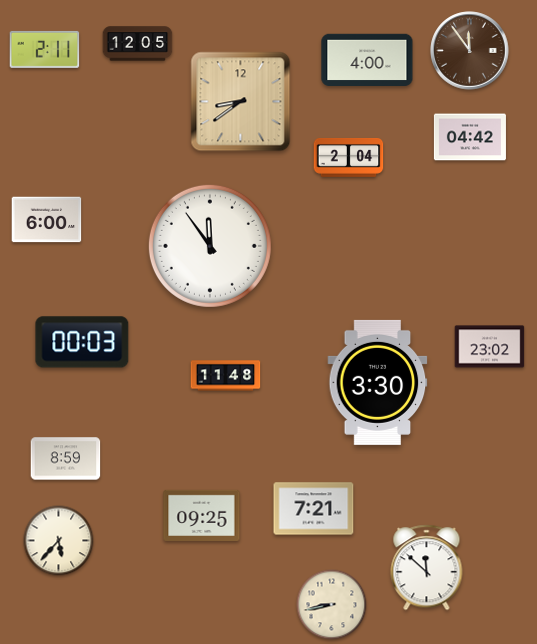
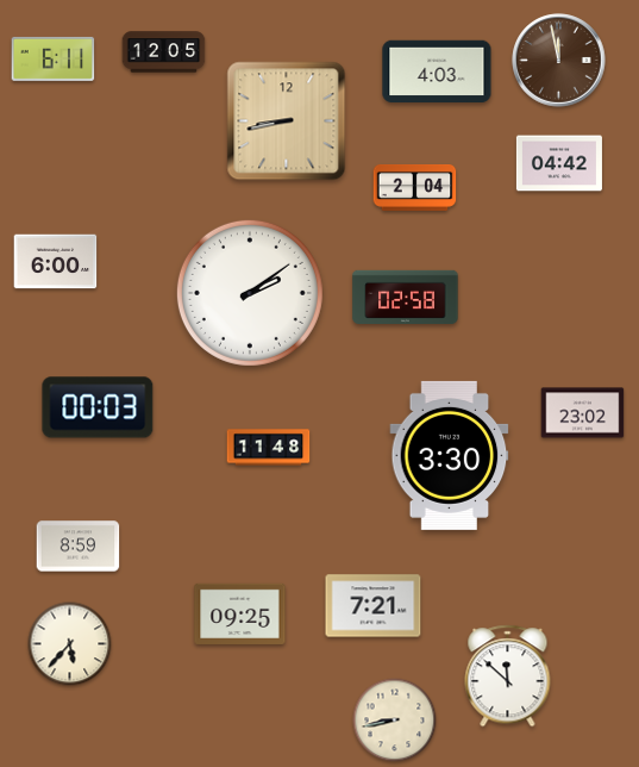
clock at (45, 49): 2:11 -> 6:11
clock at (470, 51): 11:54 -> 11:58
clock at (367, 60): 4:00 -> 4:03
clock at (241, 102): 8:39 -> 8:43
clock at (210, 246): 11:54 -> 2:09
clock at (406, 297): none -> 02:58
